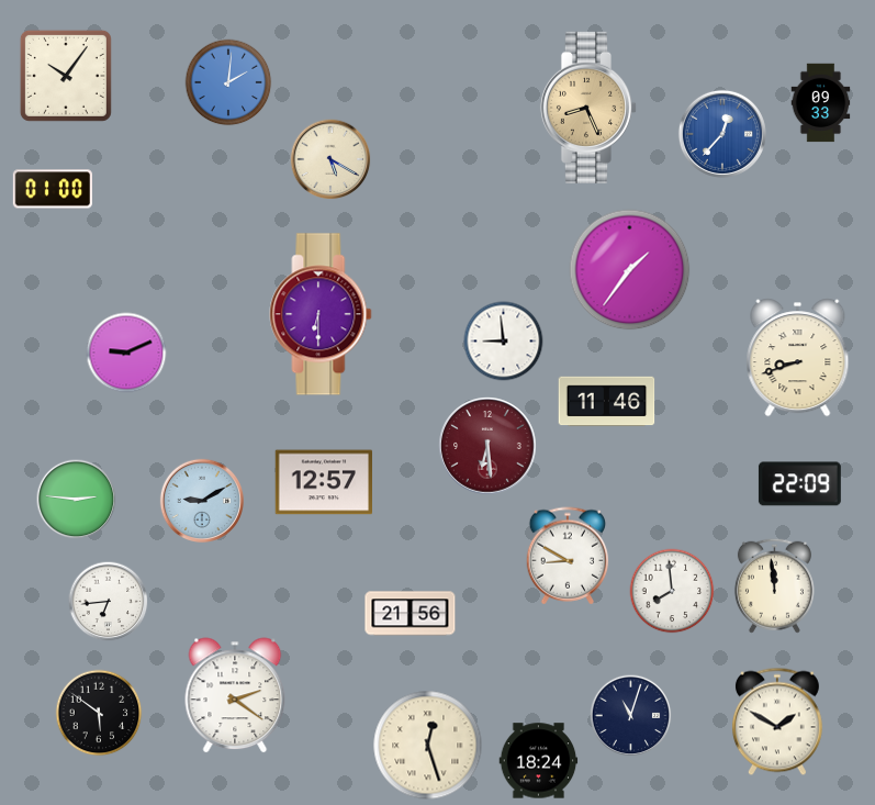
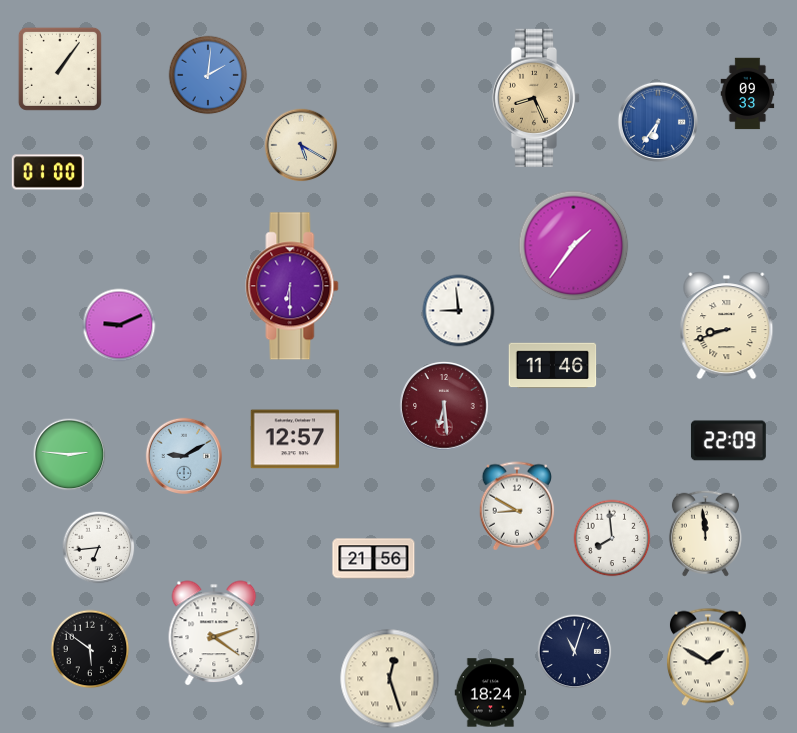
clock at (66, 76): 10:06 -> 1:06
clock at (722, 134): 12:37 -> 6:36
clock at (126, 353) position: (126, 353) -> (119, 325)
